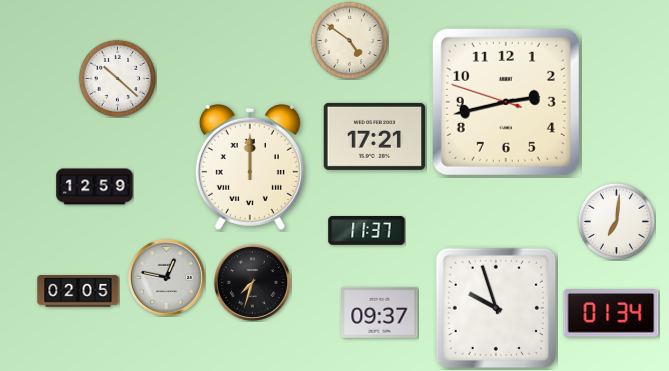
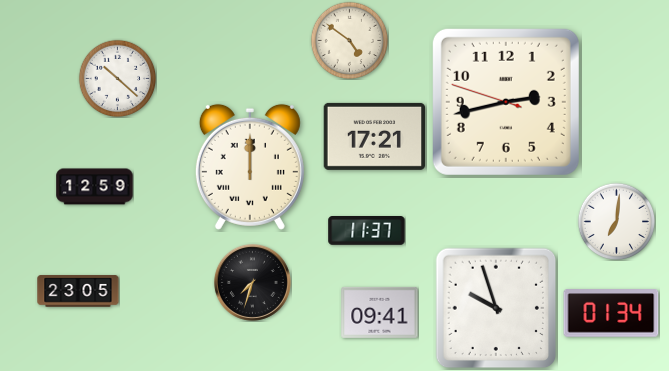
clock at (166, 277): 12:47 -> none
clock at (78, 291): 02:05 -> 23:05
clock at (380, 312): 09:37 -> 09:41
